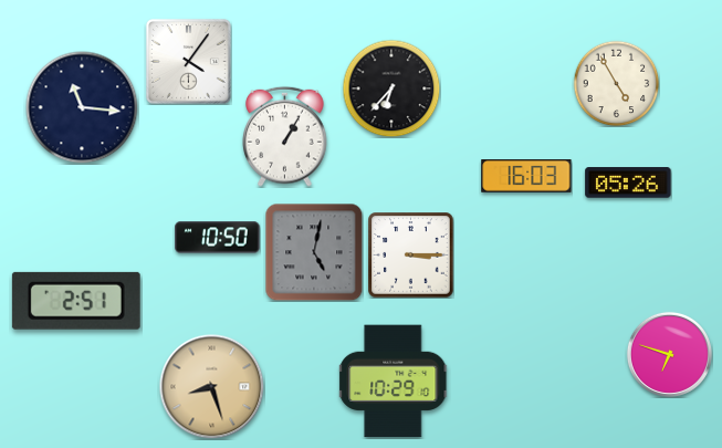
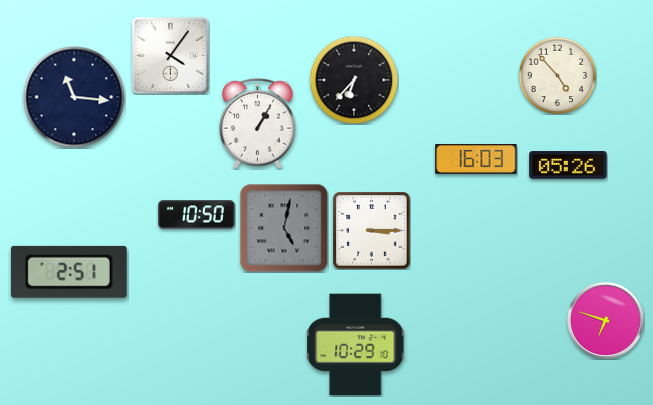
clock at (616, 83): 4:55 -> 4:53
clock at (211, 386): 8:27 -> none
